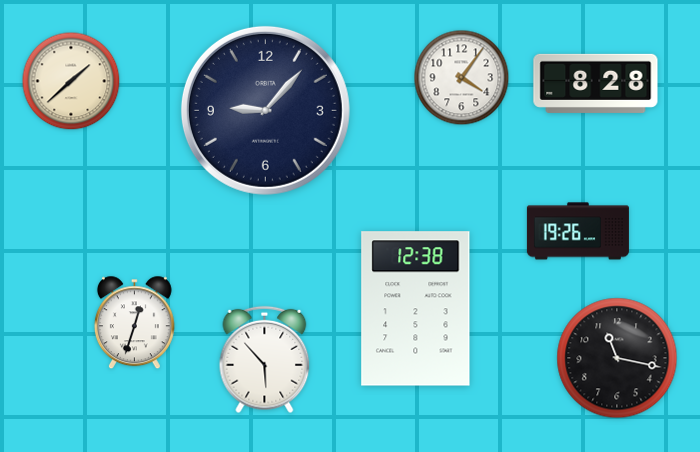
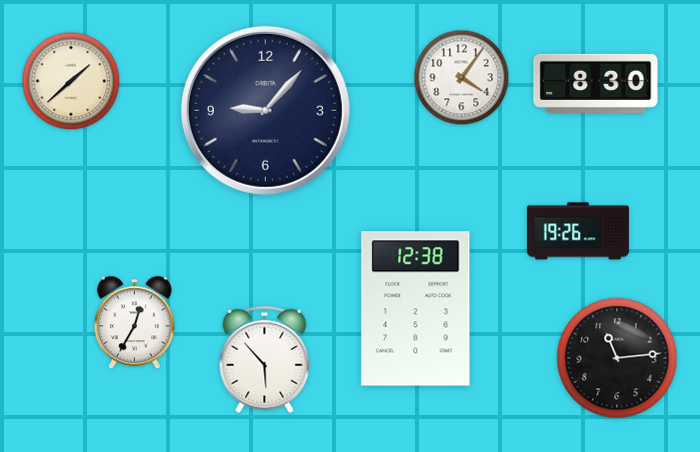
clock at (596, 83): 8:28 -> 8:30
clock at (134, 323): 12:33 -> 12:35
clock at (617, 358): 11:17 -> 11:14
